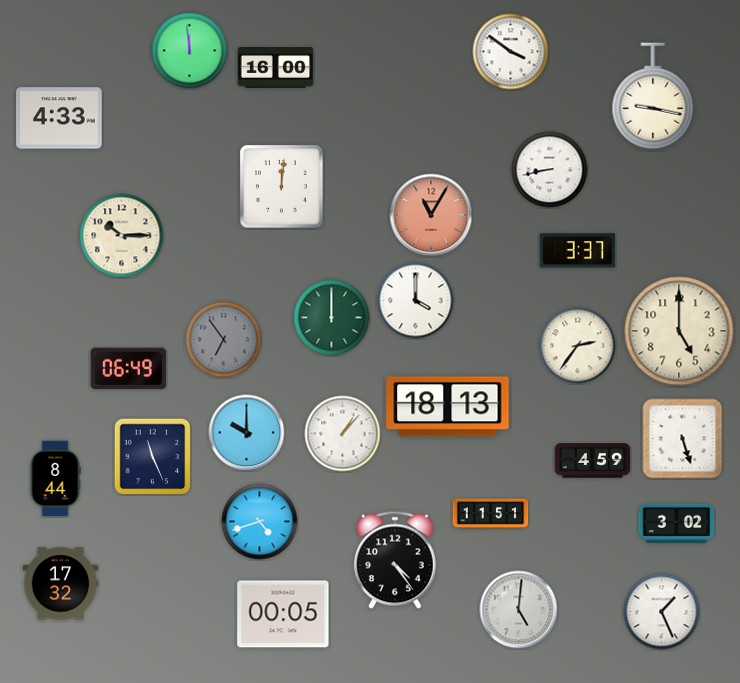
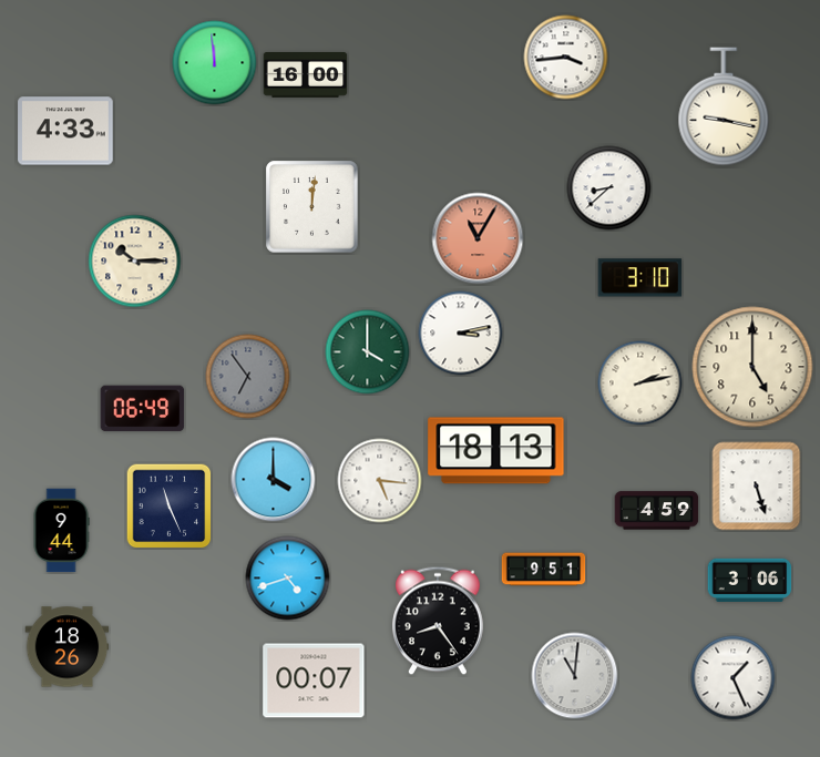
clock at (190, 51) position: (190, 51) -> (215, 63)
clock at (511, 52): 3:51 -> 3:44
clock at (550, 170): 8:43 -> 8:38
clock at (578, 251): 3:37 -> 3:10
clock at (416, 301): 4:00 -> 3:13
clock at (332, 318): 12:00 -> 4:00
clock at (578, 346): 2:36 -> 2:13
clock at (247, 433): 10:00 -> 4:00
clock at (343, 434): 1:07 -> 5:16
clock at (55, 479): 8:44 -> 9:44
clock at (491, 514): 11:51 -> 9:51
clock at (677, 523): 3:02 -> 3:06
clock at (395, 560): 4:24 -> 8:24
clock at (61, 584): 17:32 -> 18:26
clock at (519, 610): 5:01 -> 11:01
clock at (283, 614): 00:05 -> 00:07
